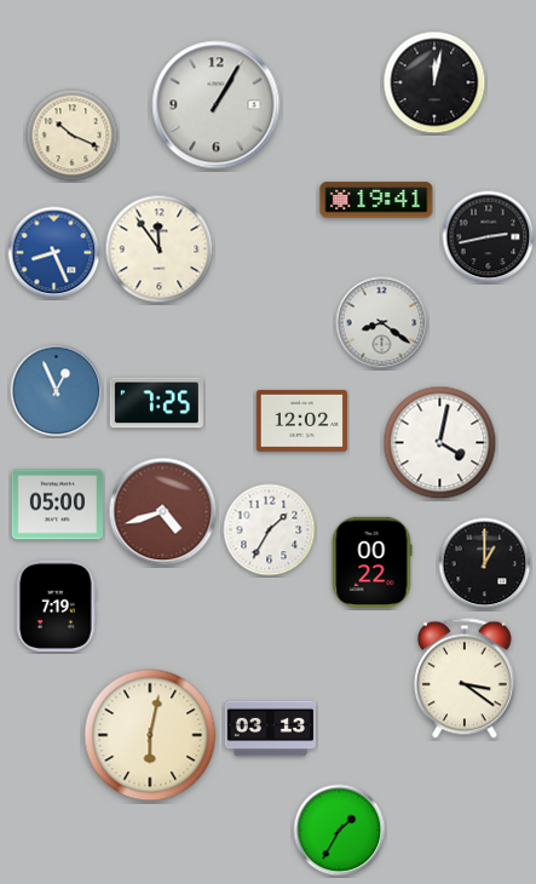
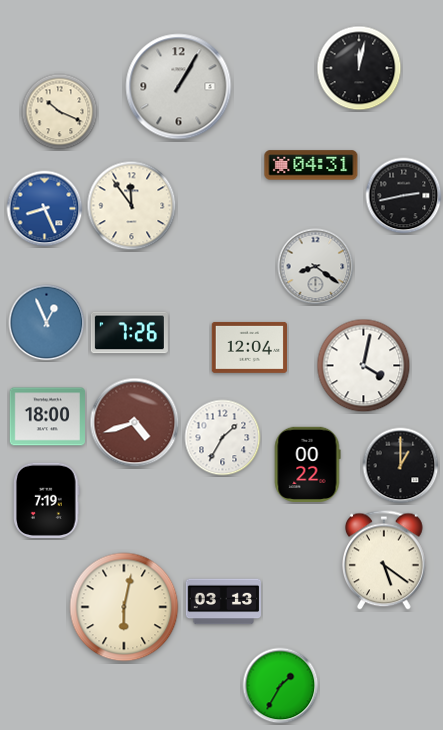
clock at (376, 200): 19:41 -> 04:31
clock at (156, 403): 7:25 -> 7:26
clock at (301, 420): 12:02 -> 12:04
clock at (57, 505): 05:00 -> 18:00
clock at (466, 678): 3:21 -> 5:21
